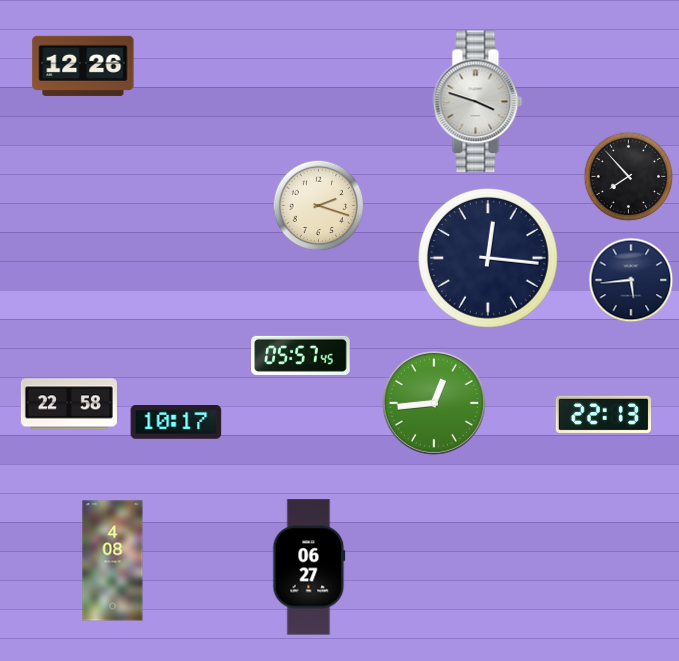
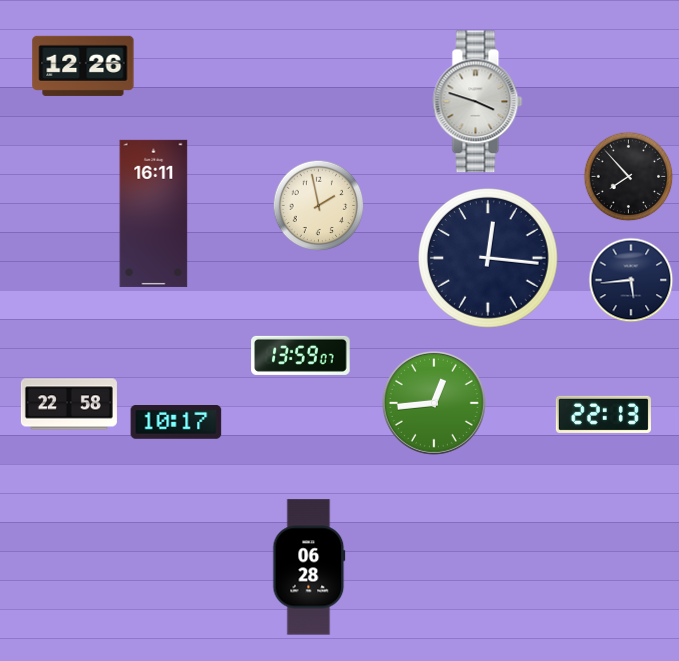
clock at (319, 206): 2:18 -> 1:58
clock at (154, 213): none -> 16:11
clock at (301, 355): 05:57 -> 13:59
clock at (113, 561): 4:08 -> none
clock at (309, 567): 06:27 -> 06:28
